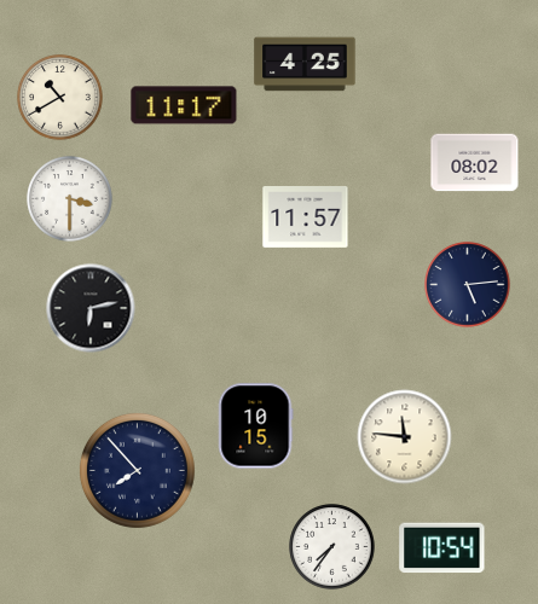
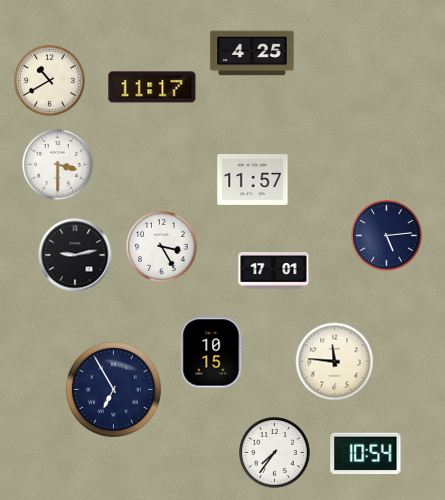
clock at (475, 163): 08:02 -> none
clock at (162, 247): none -> 3:25
clock at (91, 308): 6:13 -> 9:13
clock at (274, 271): none -> 17:01
clock at (137, 470): 7:53 -> 6:55
